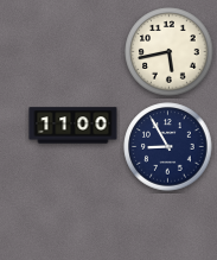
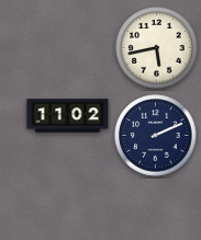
clock at (74, 126): 11:00 -> 11:02
clock at (168, 147): 8:55 -> 2:11
